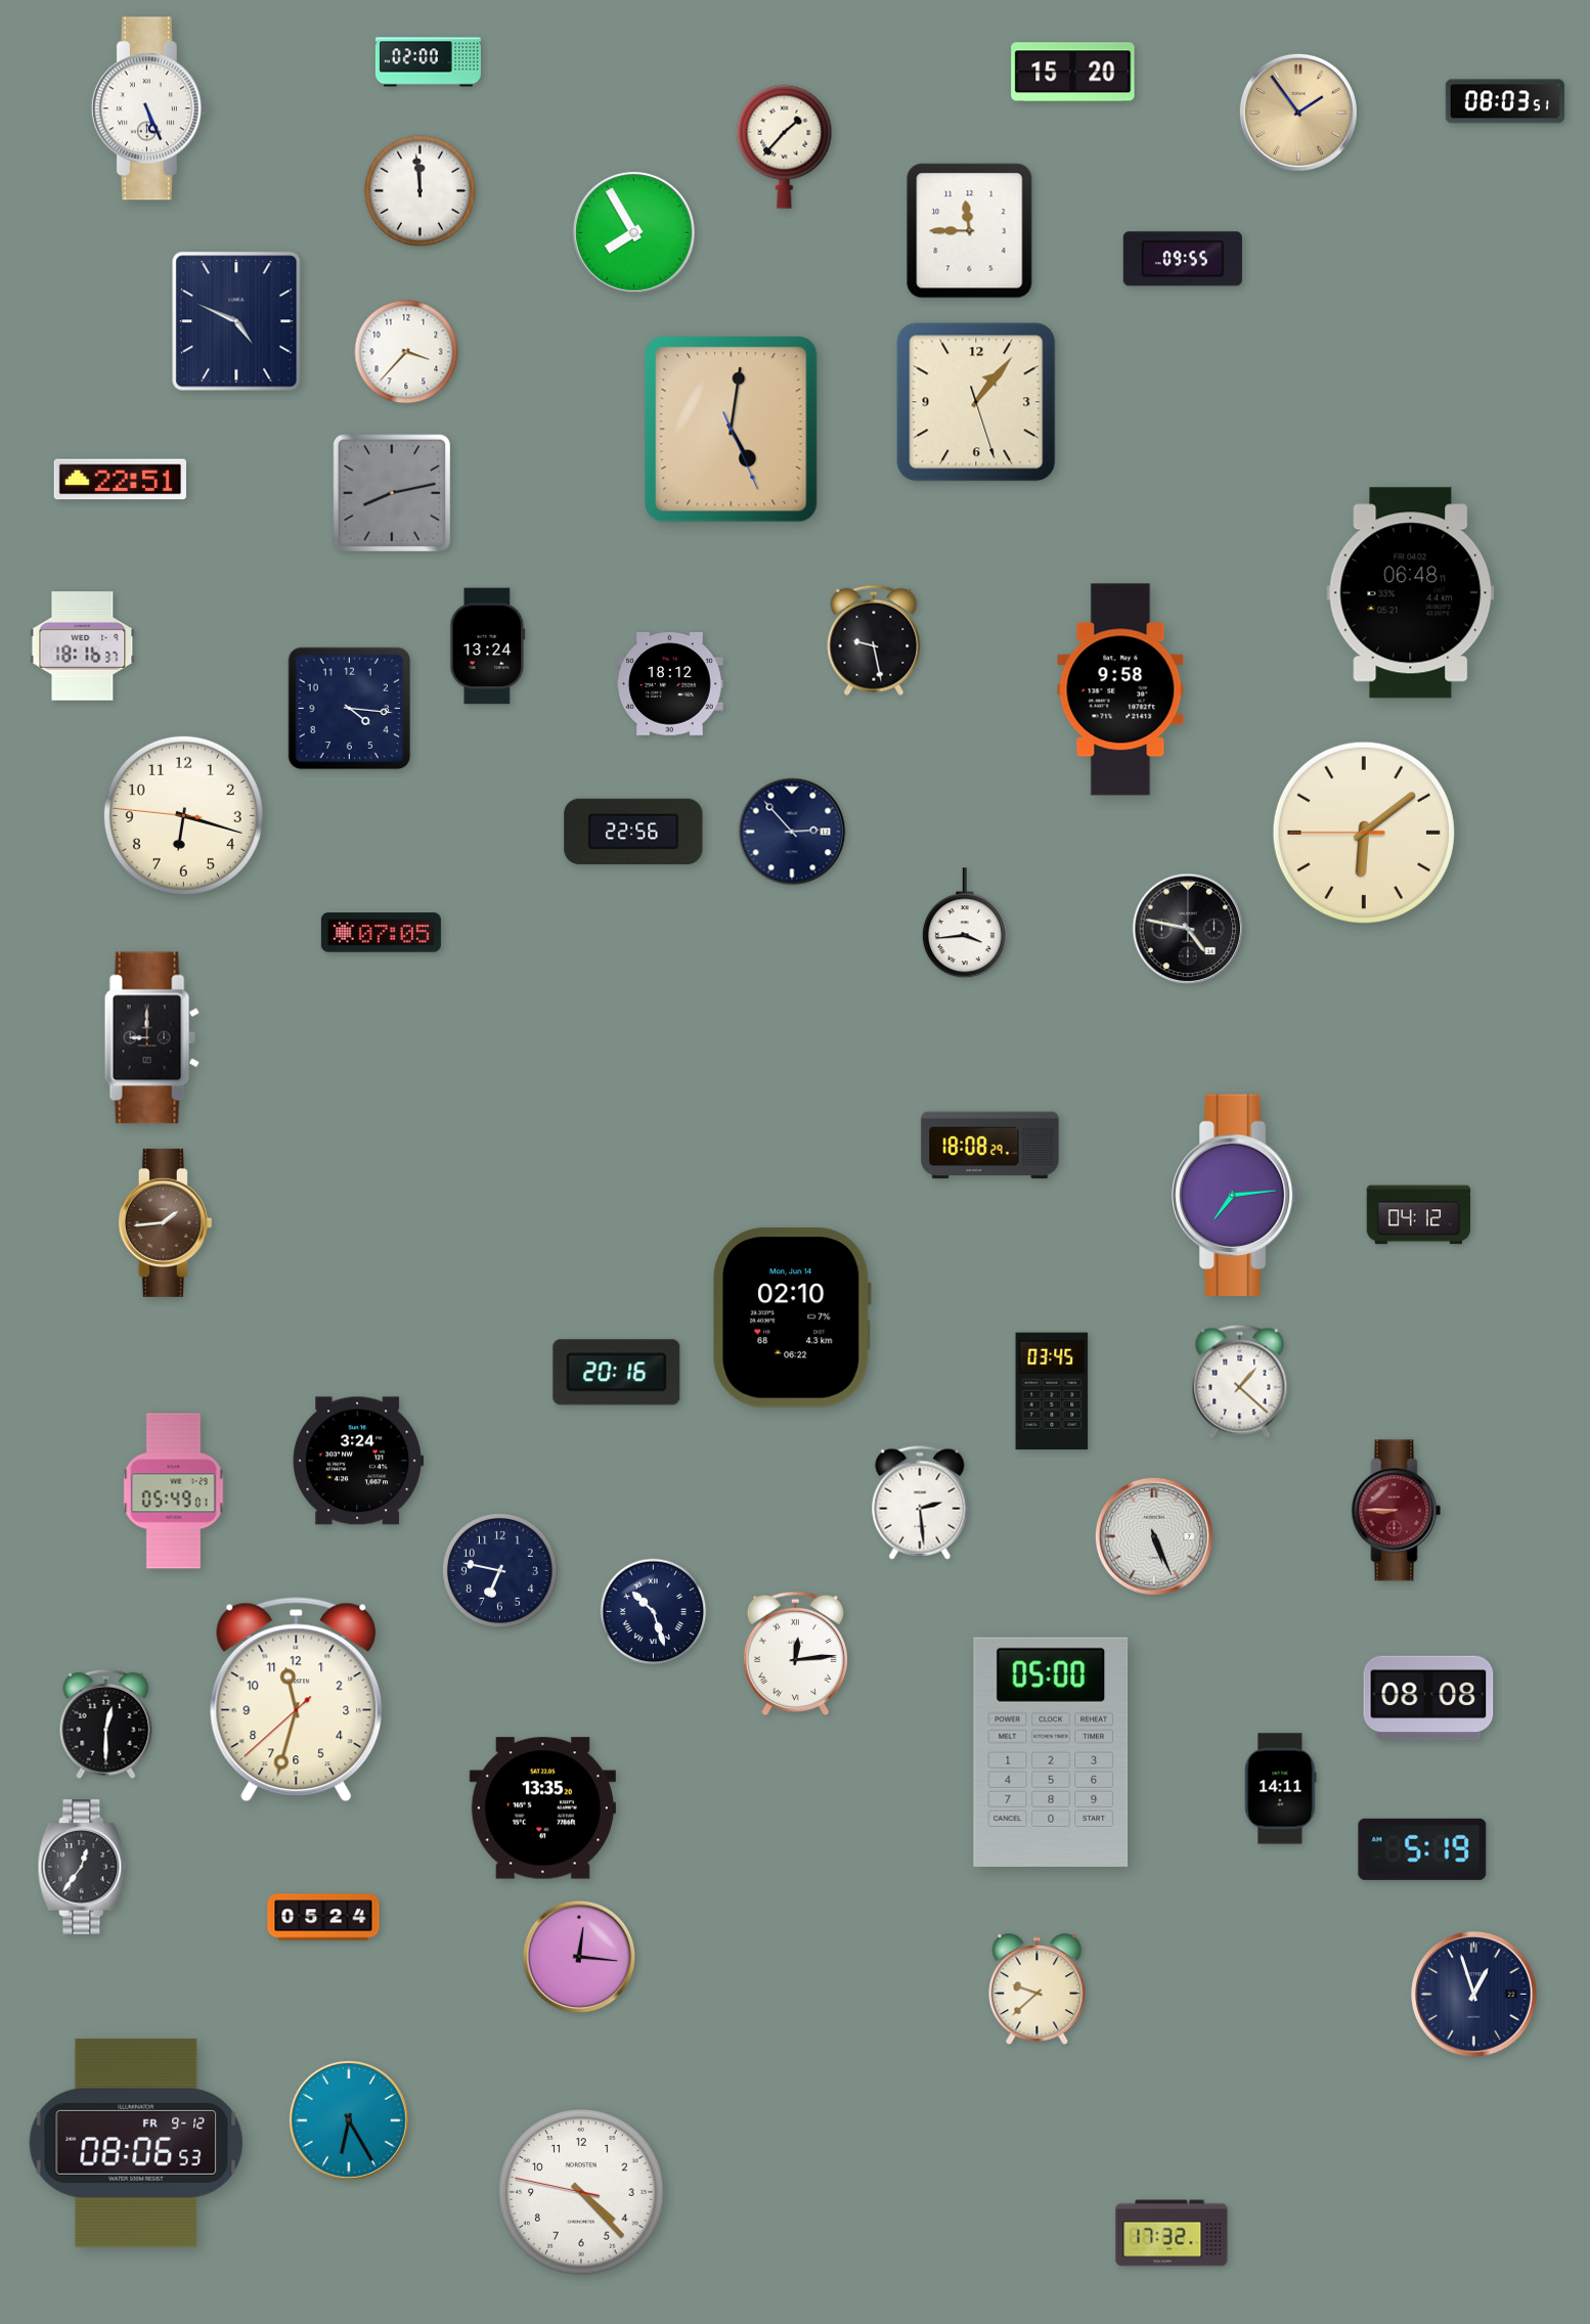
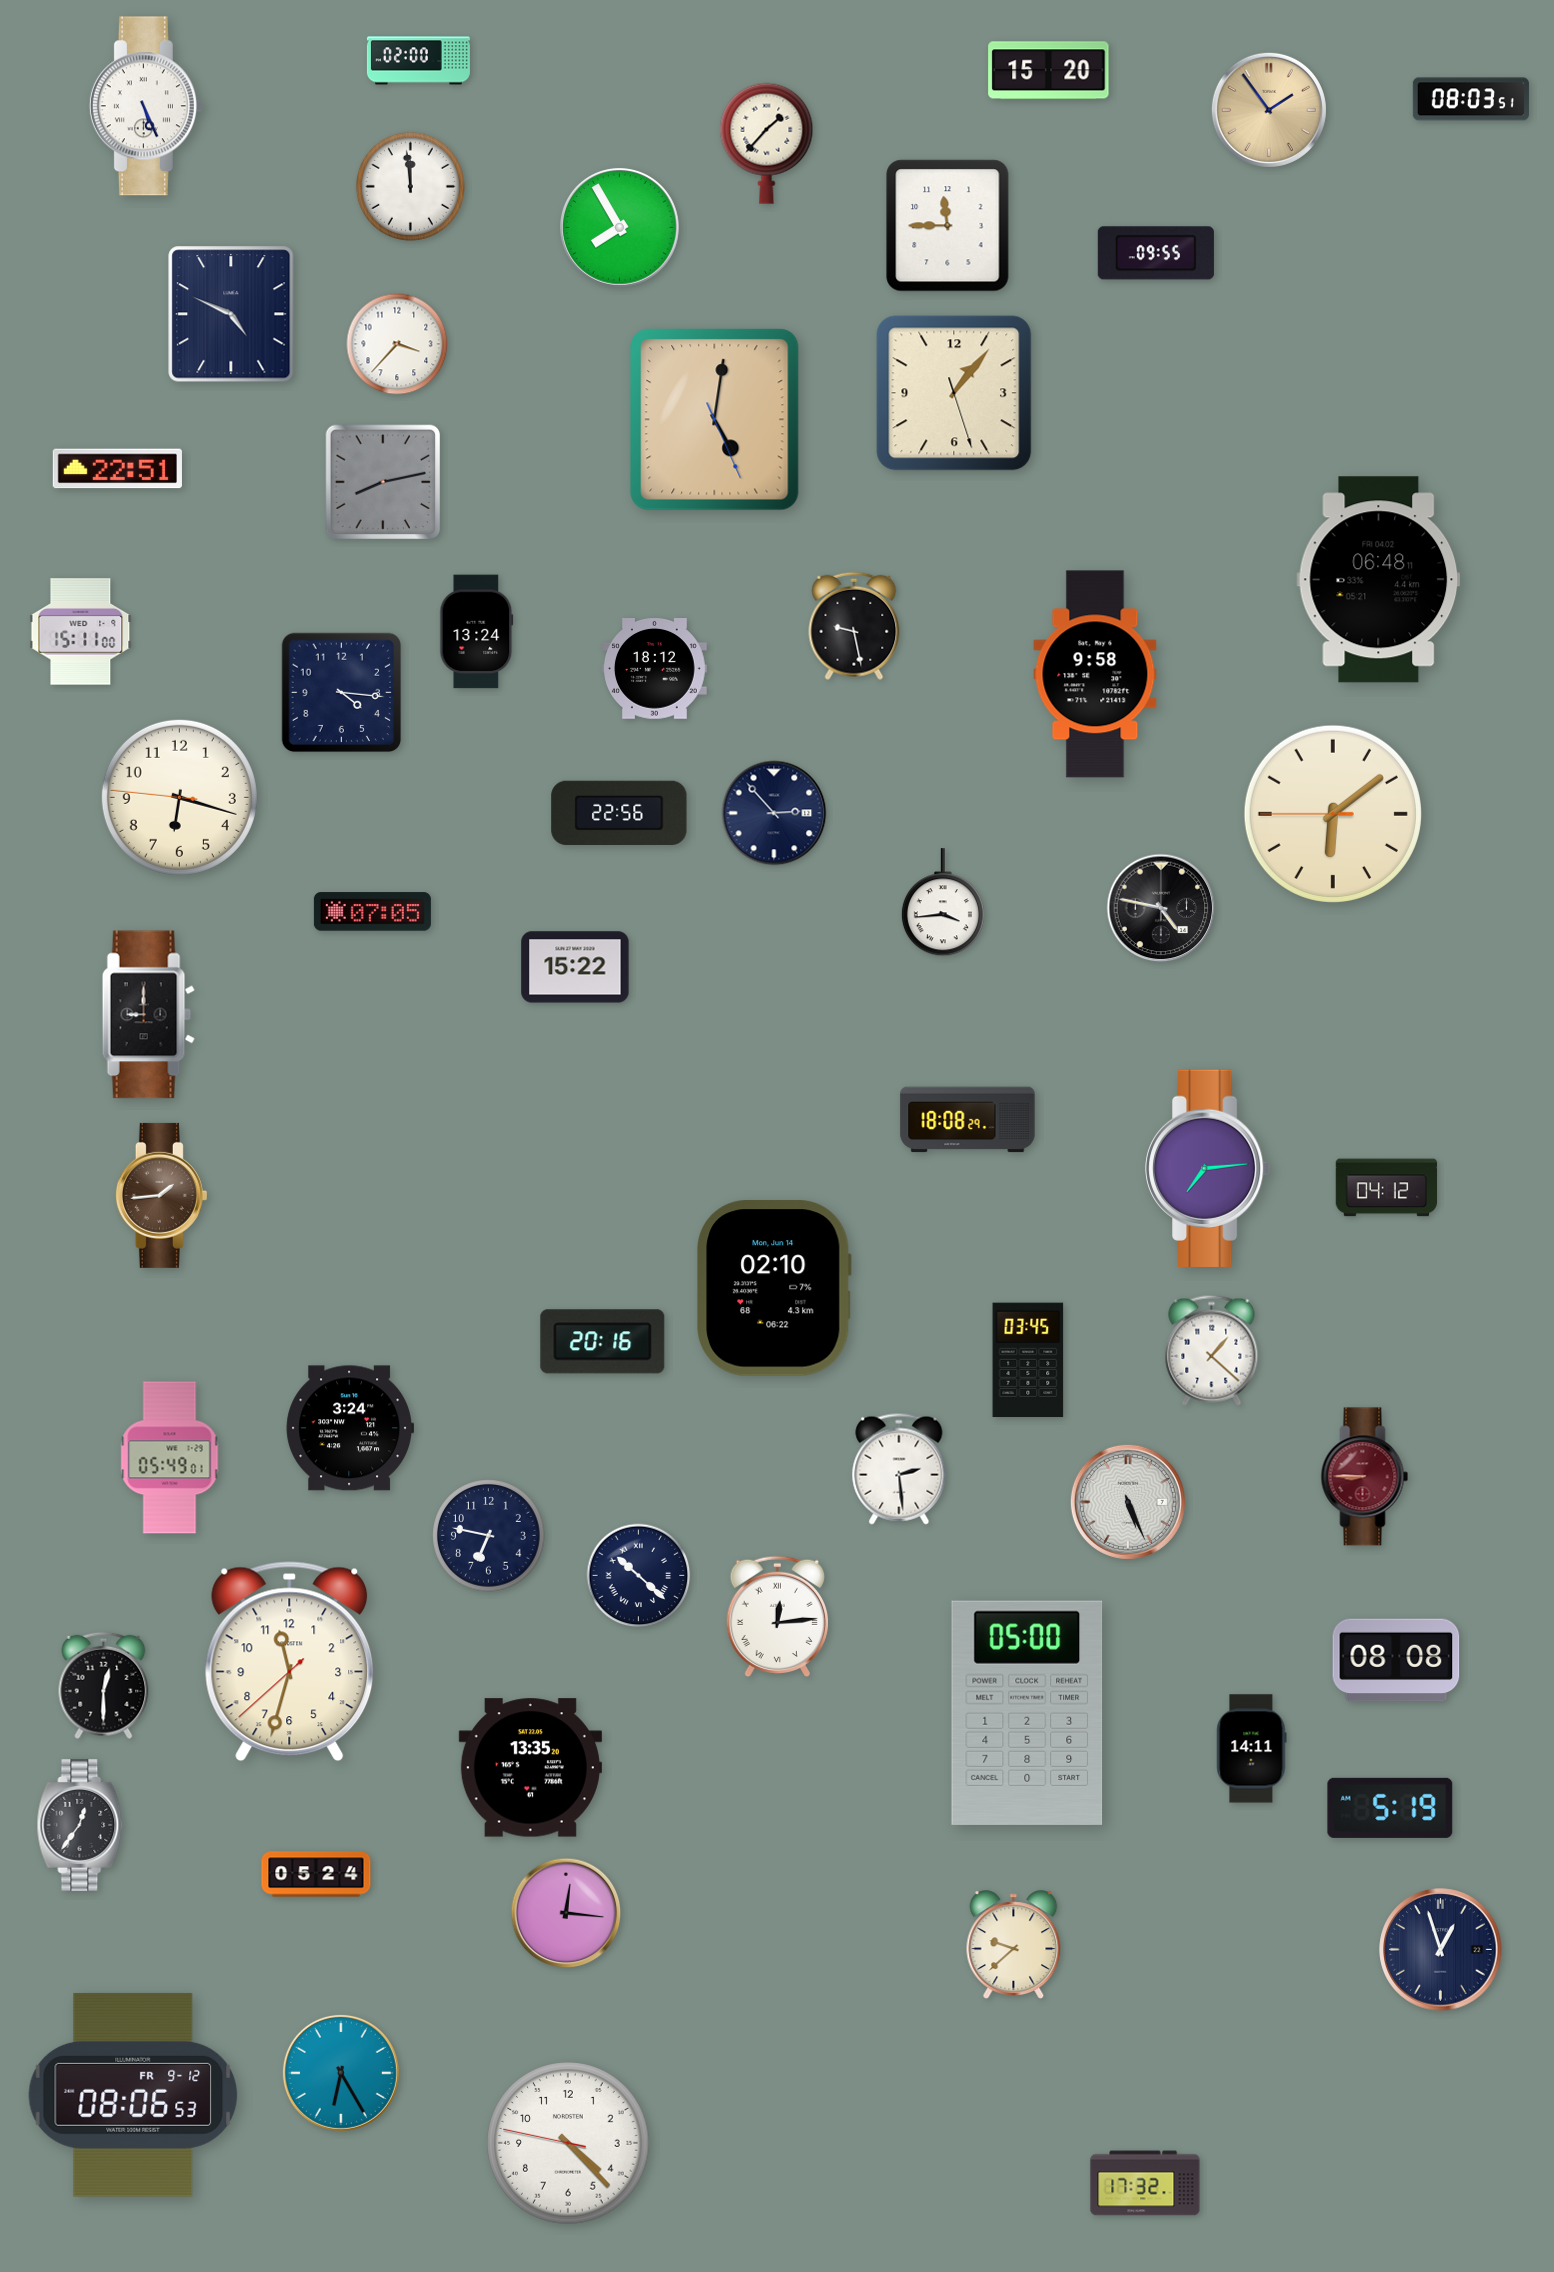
clock at (83, 646): 18:16 -> 15:11
clock at (575, 967): none -> 15:22
clock at (654, 1612): 10:27 -> 10:22
